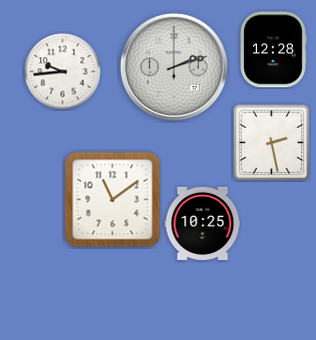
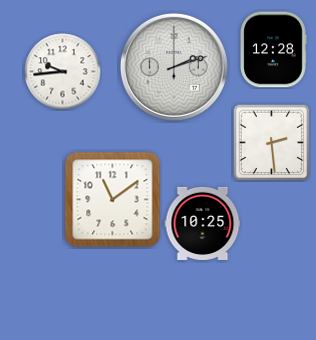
clock at (271, 142): 2:28 -> 2:29
